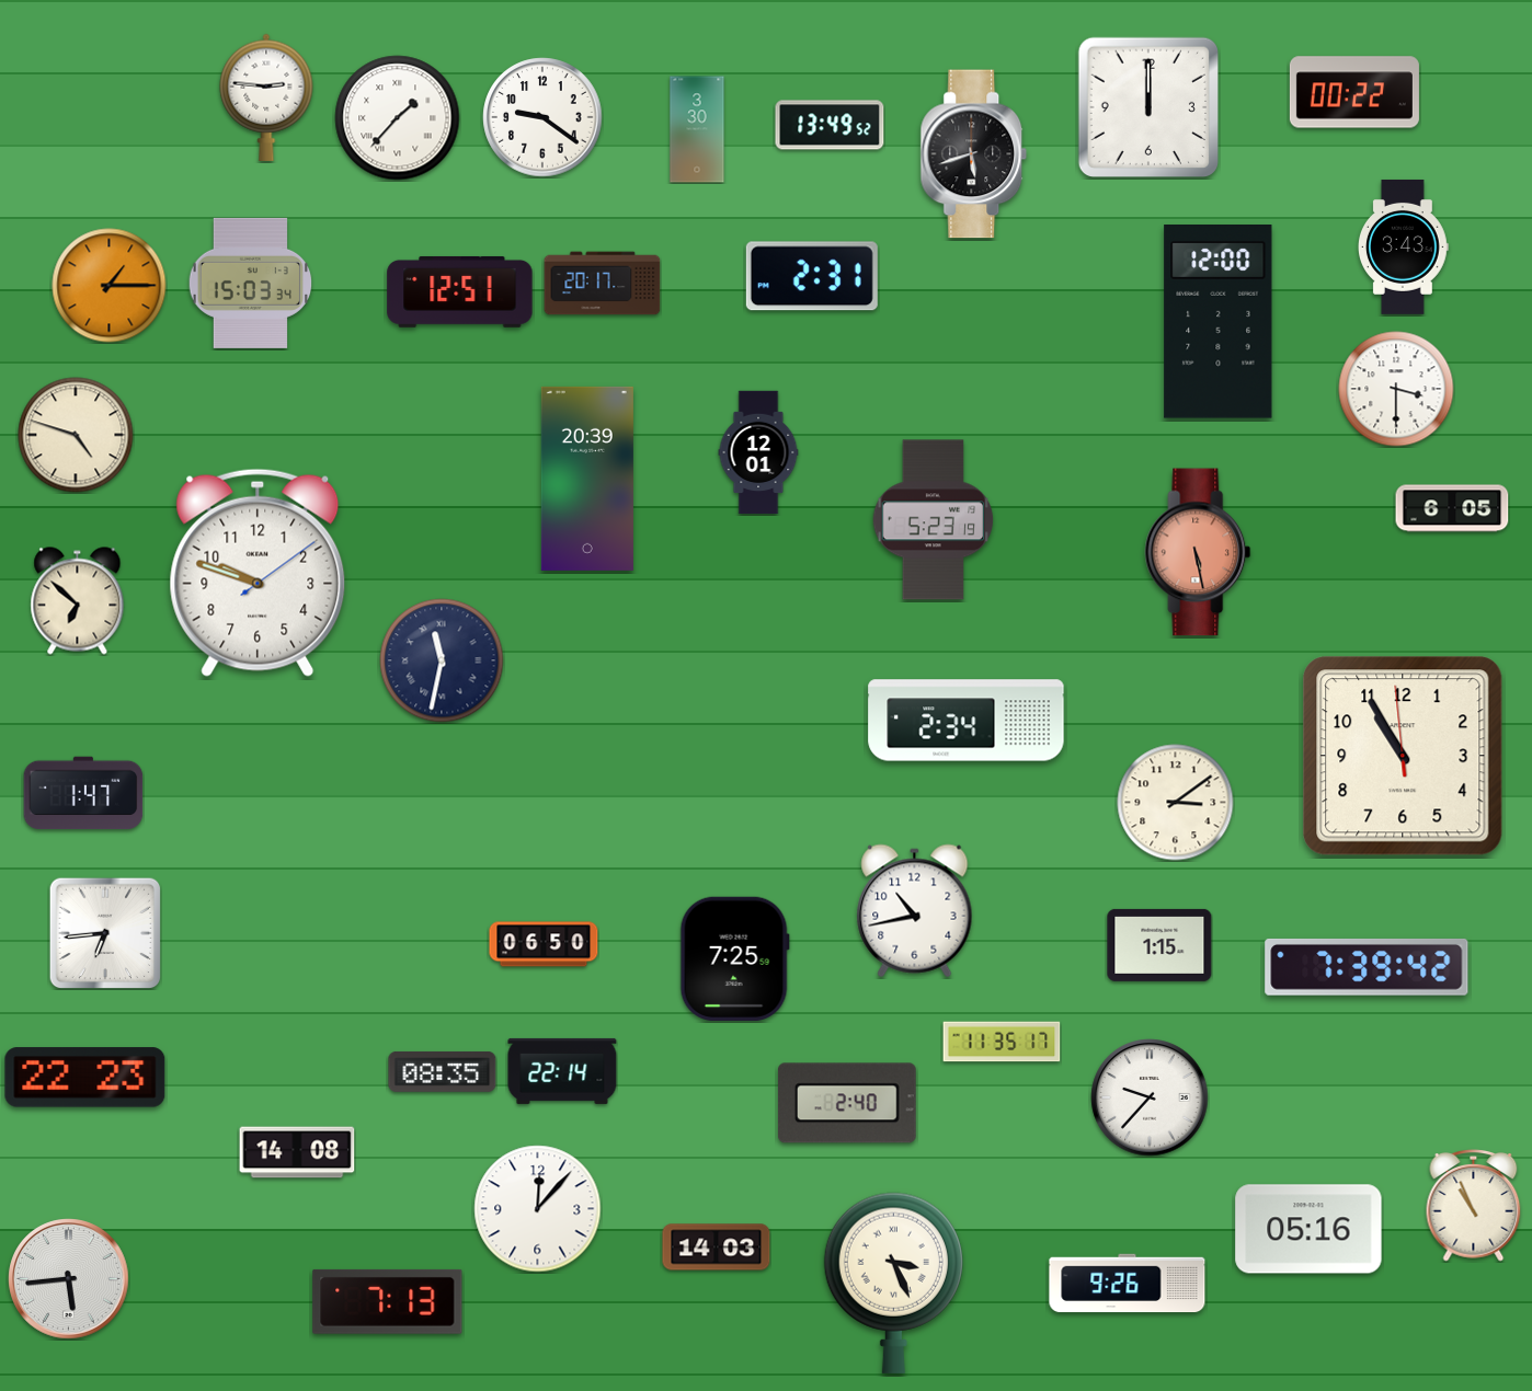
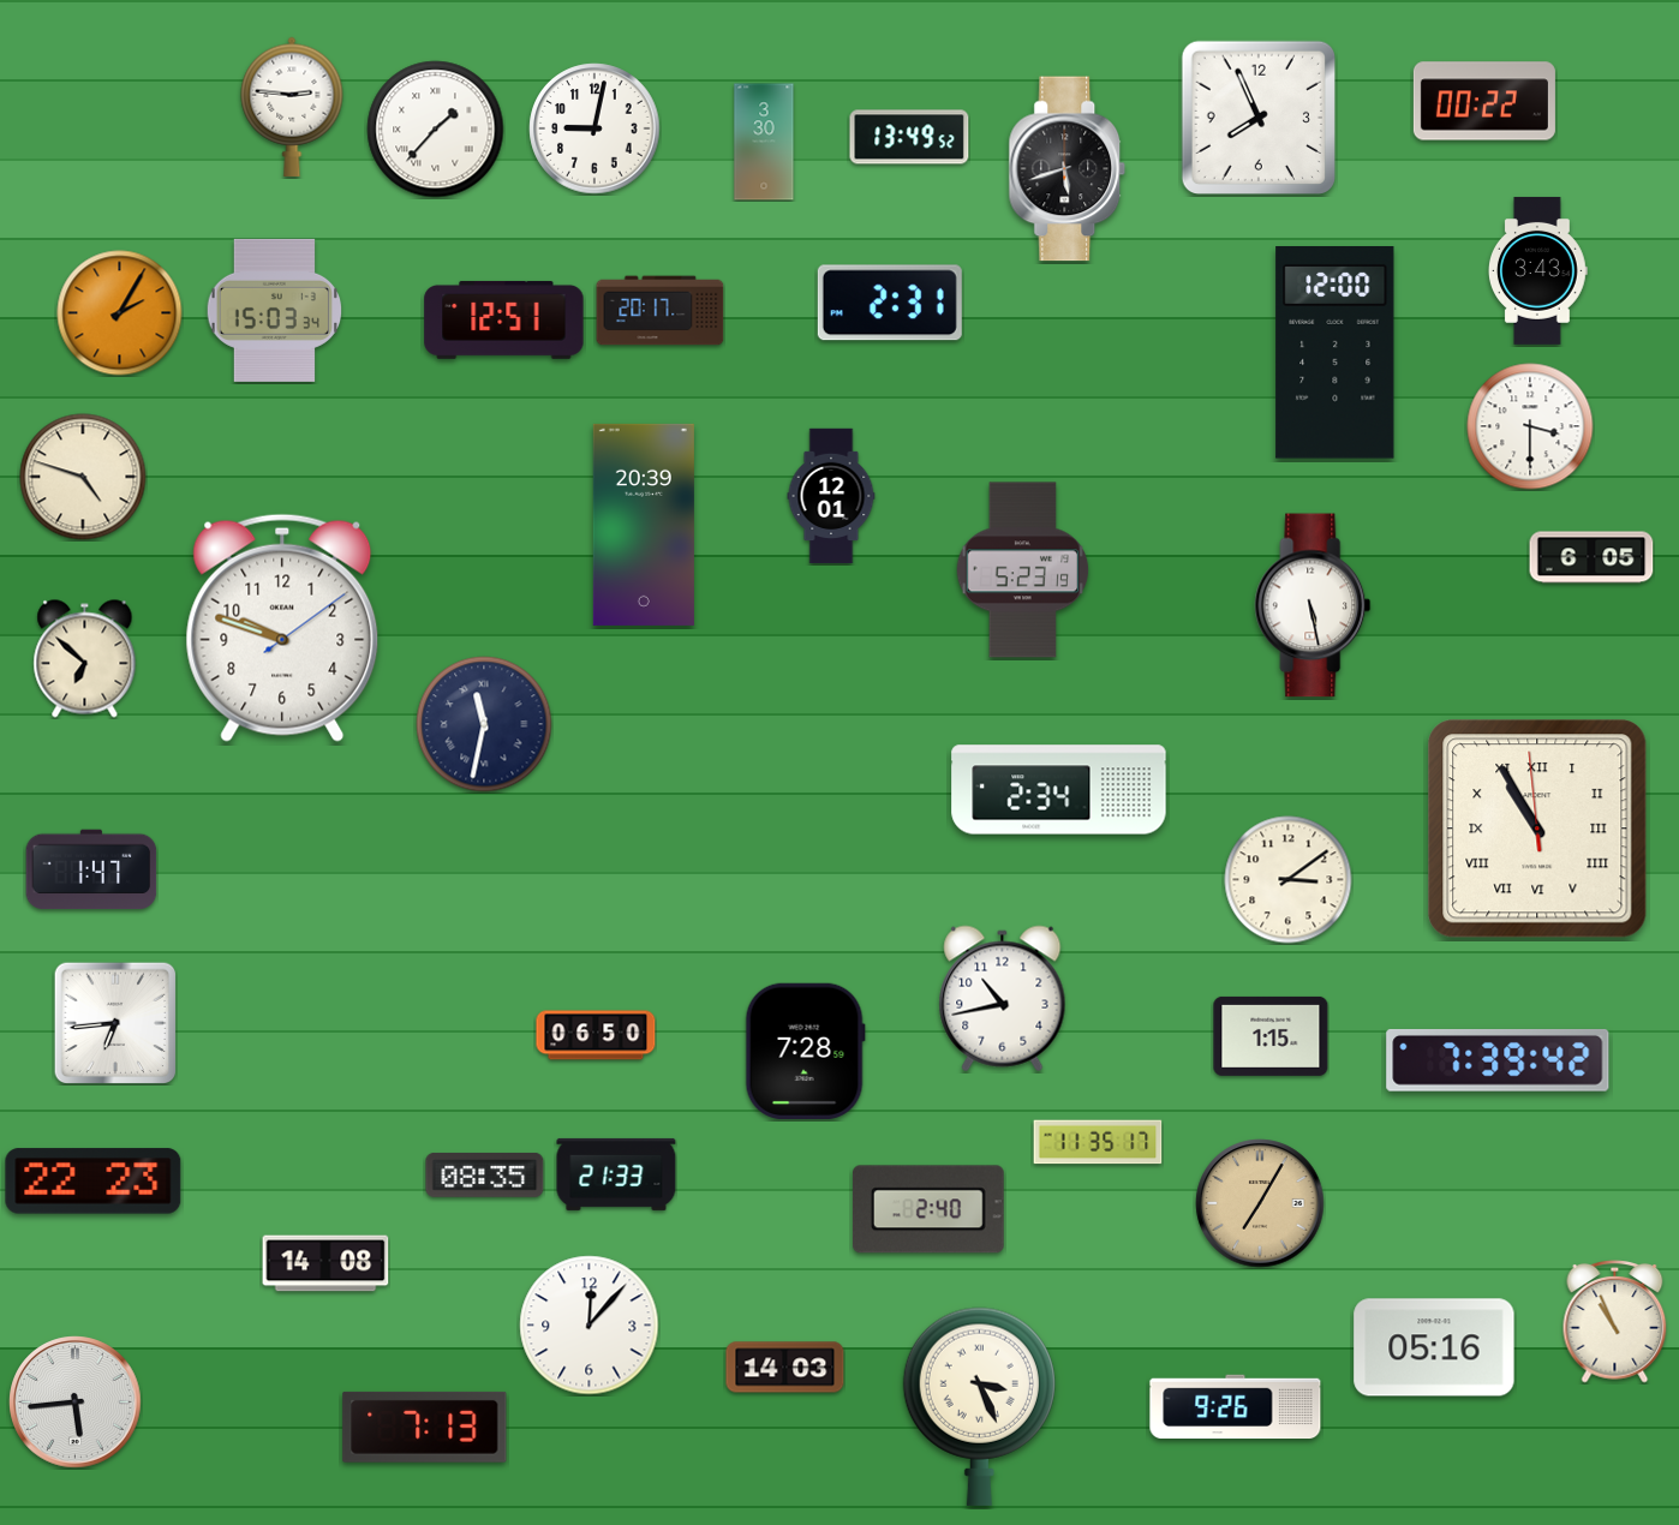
clock at (1147, 106): 12:00 -> 7:56
clock at (542, 117): 9:21 -> 9:02
clock at (110, 286): 1:15 -> 2:05
clock at (1198, 552) dial: salmon -> white
clock at (1403, 756) numerals: Arabic -> Roman
clock at (734, 958): 7:25 -> 7:28
clock at (562, 1071): 22:14 -> 21:33
clock at (1150, 1097): 9:37 -> 7:05
clock at (1150, 1097) dial: white -> champagne
